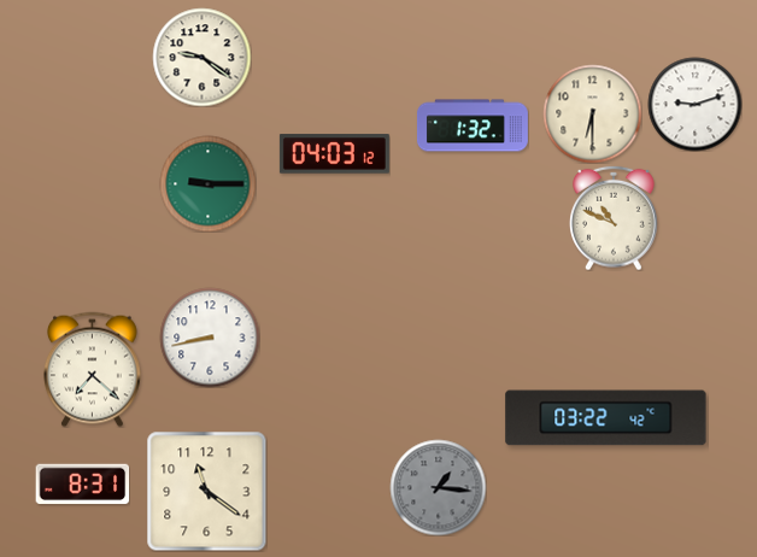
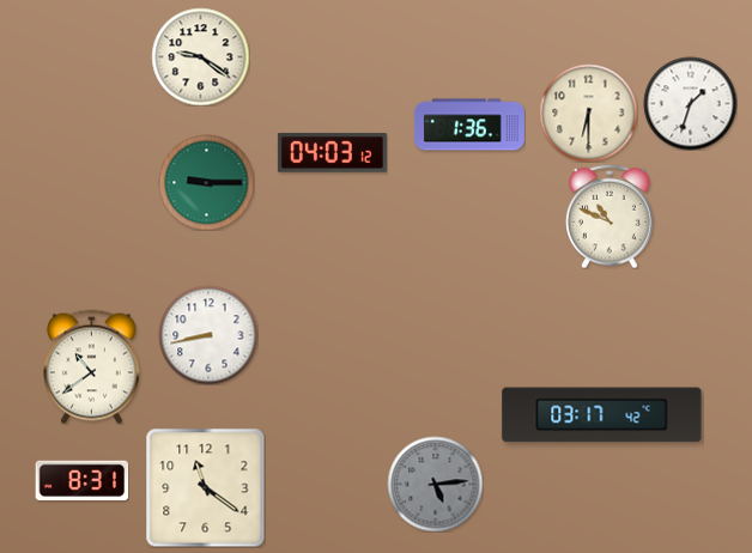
clock at (694, 104): 9:12 -> 1:33
clock at (473, 125): 1:32 -> 1:36
clock at (92, 369): 7:22 -> 10:39
clock at (606, 418): 03:22 -> 03:17
clock at (438, 487): 1:16 -> 5:14
